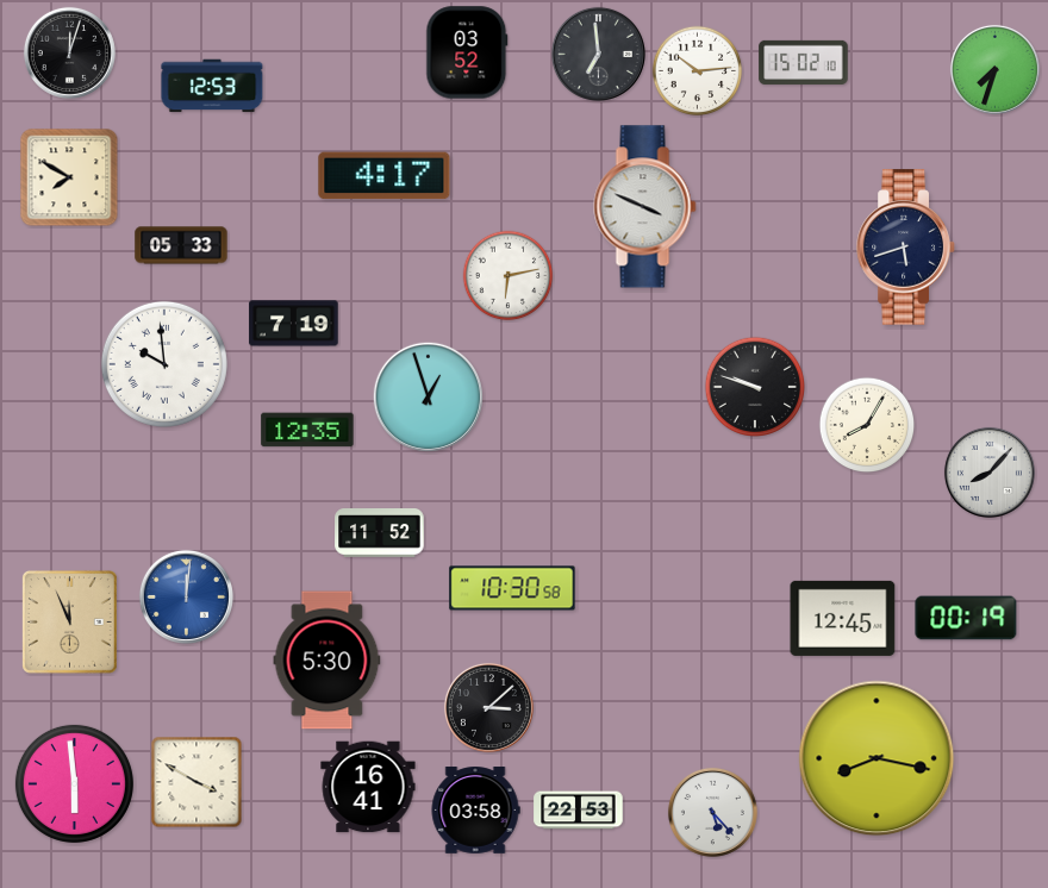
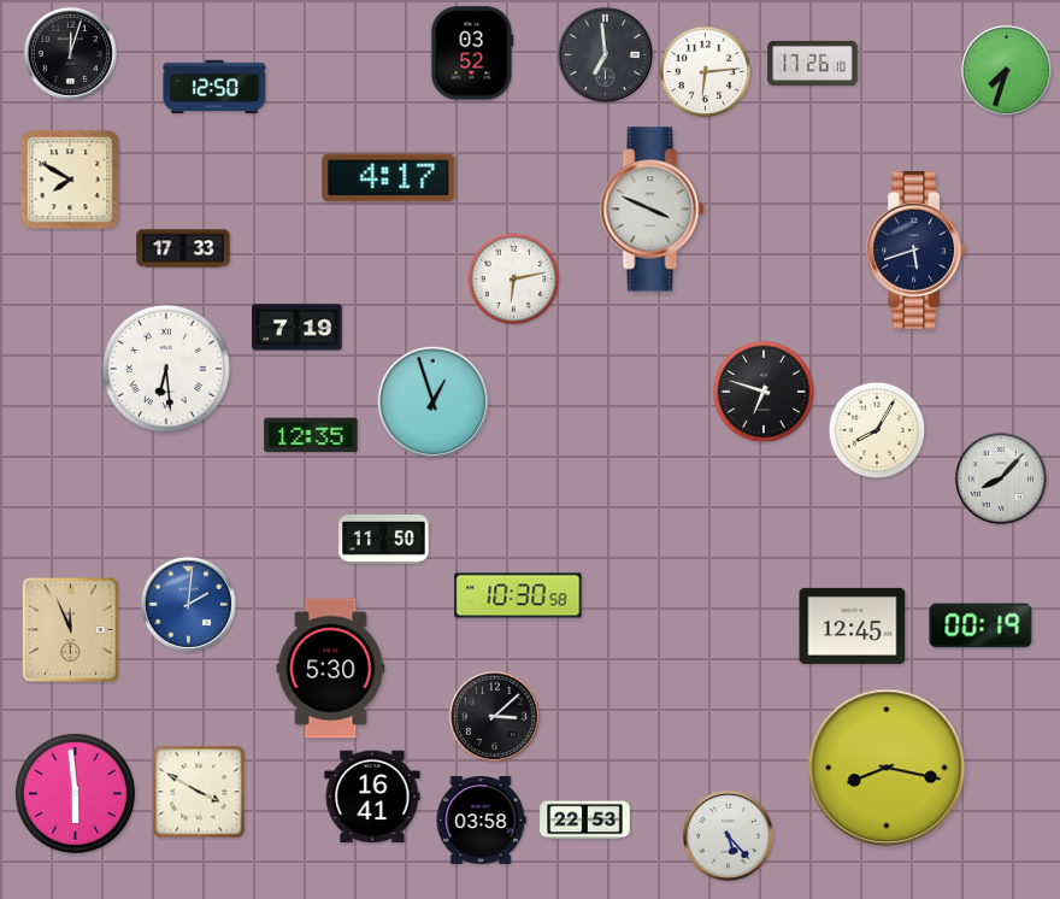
clock at (804, 62): 15:02 -> 17:26
clock at (698, 71): 10:14 -> 6:14
clock at (212, 86): 12:53 -> 12:50
clock at (181, 245): 05:33 -> 17:33
clock at (164, 364): 9:59 -> 6:29
clock at (755, 387): 9:48 -> 6:48
clock at (380, 533): 11:52 -> 11:50
clock at (186, 596): 12:01 -> 2:01
clock at (966, 618) position: (966, 618) -> (980, 625)
clock at (712, 812) position: (712, 812) -> (728, 835)
